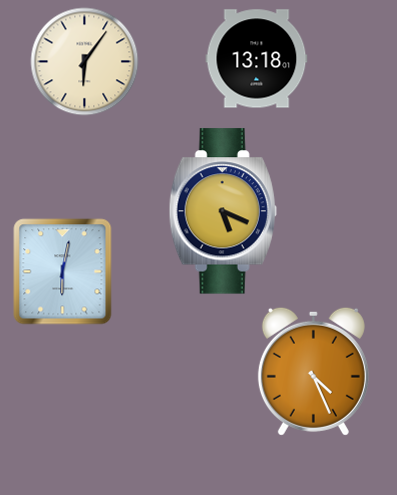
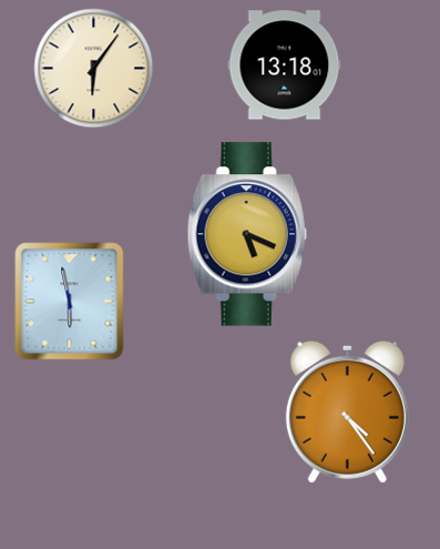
clock at (63, 272): 6:02 -> 5:58
clock at (313, 371): 4:26 -> 4:24
